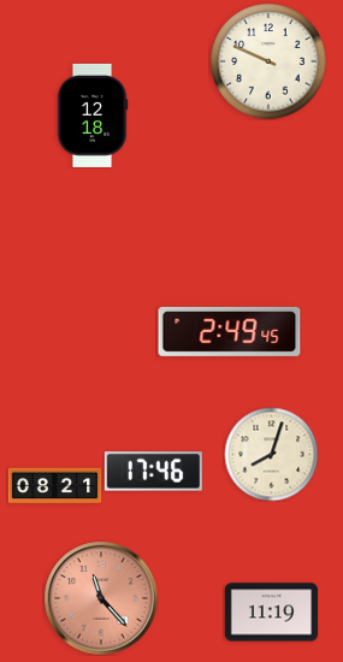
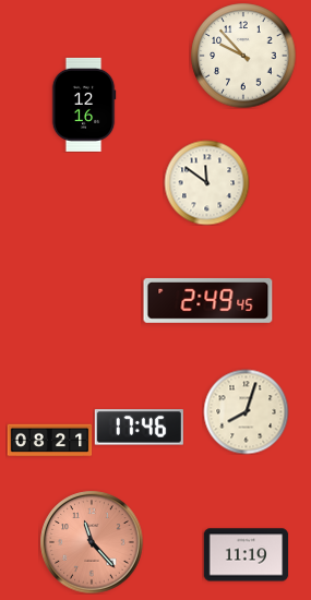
clock at (268, 61): 9:49 -> 9:53
clock at (93, 116): 12:18 -> 12:16
clock at (206, 182): none -> 11:51
